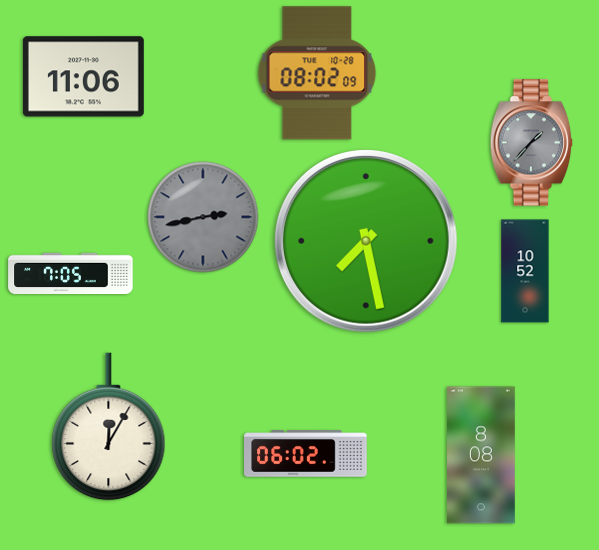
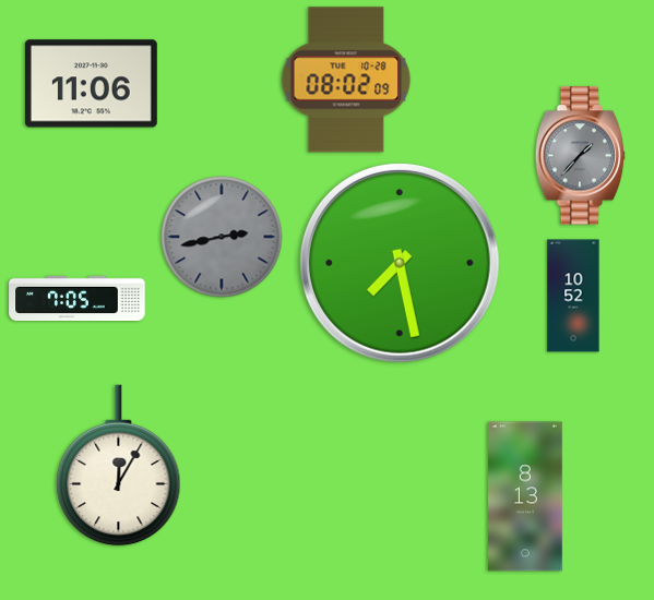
clock at (306, 454): 06:02 -> none
clock at (482, 455): 8:08 -> 8:13
